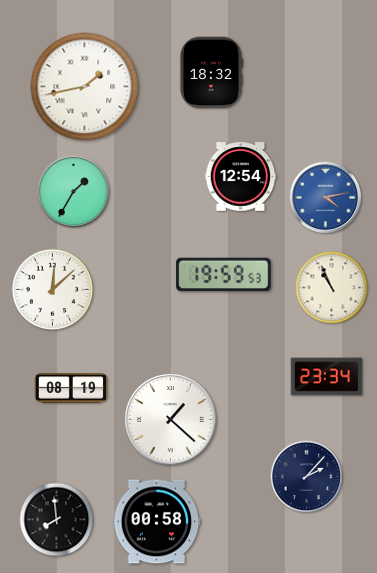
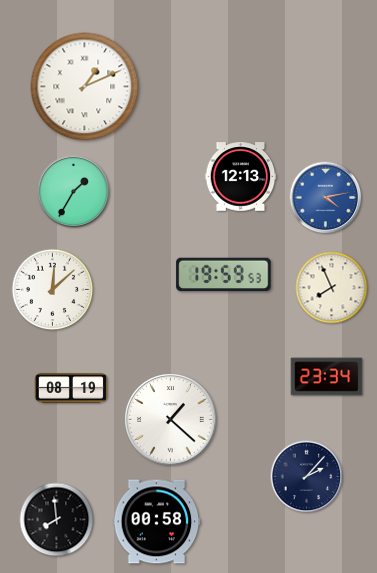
clock at (211, 73): 18:32 -> none
clock at (85, 87): 1:43 -> 1:11
clock at (241, 177): 12:54 -> 12:13
clock at (332, 288): 10:56 -> 7:56
